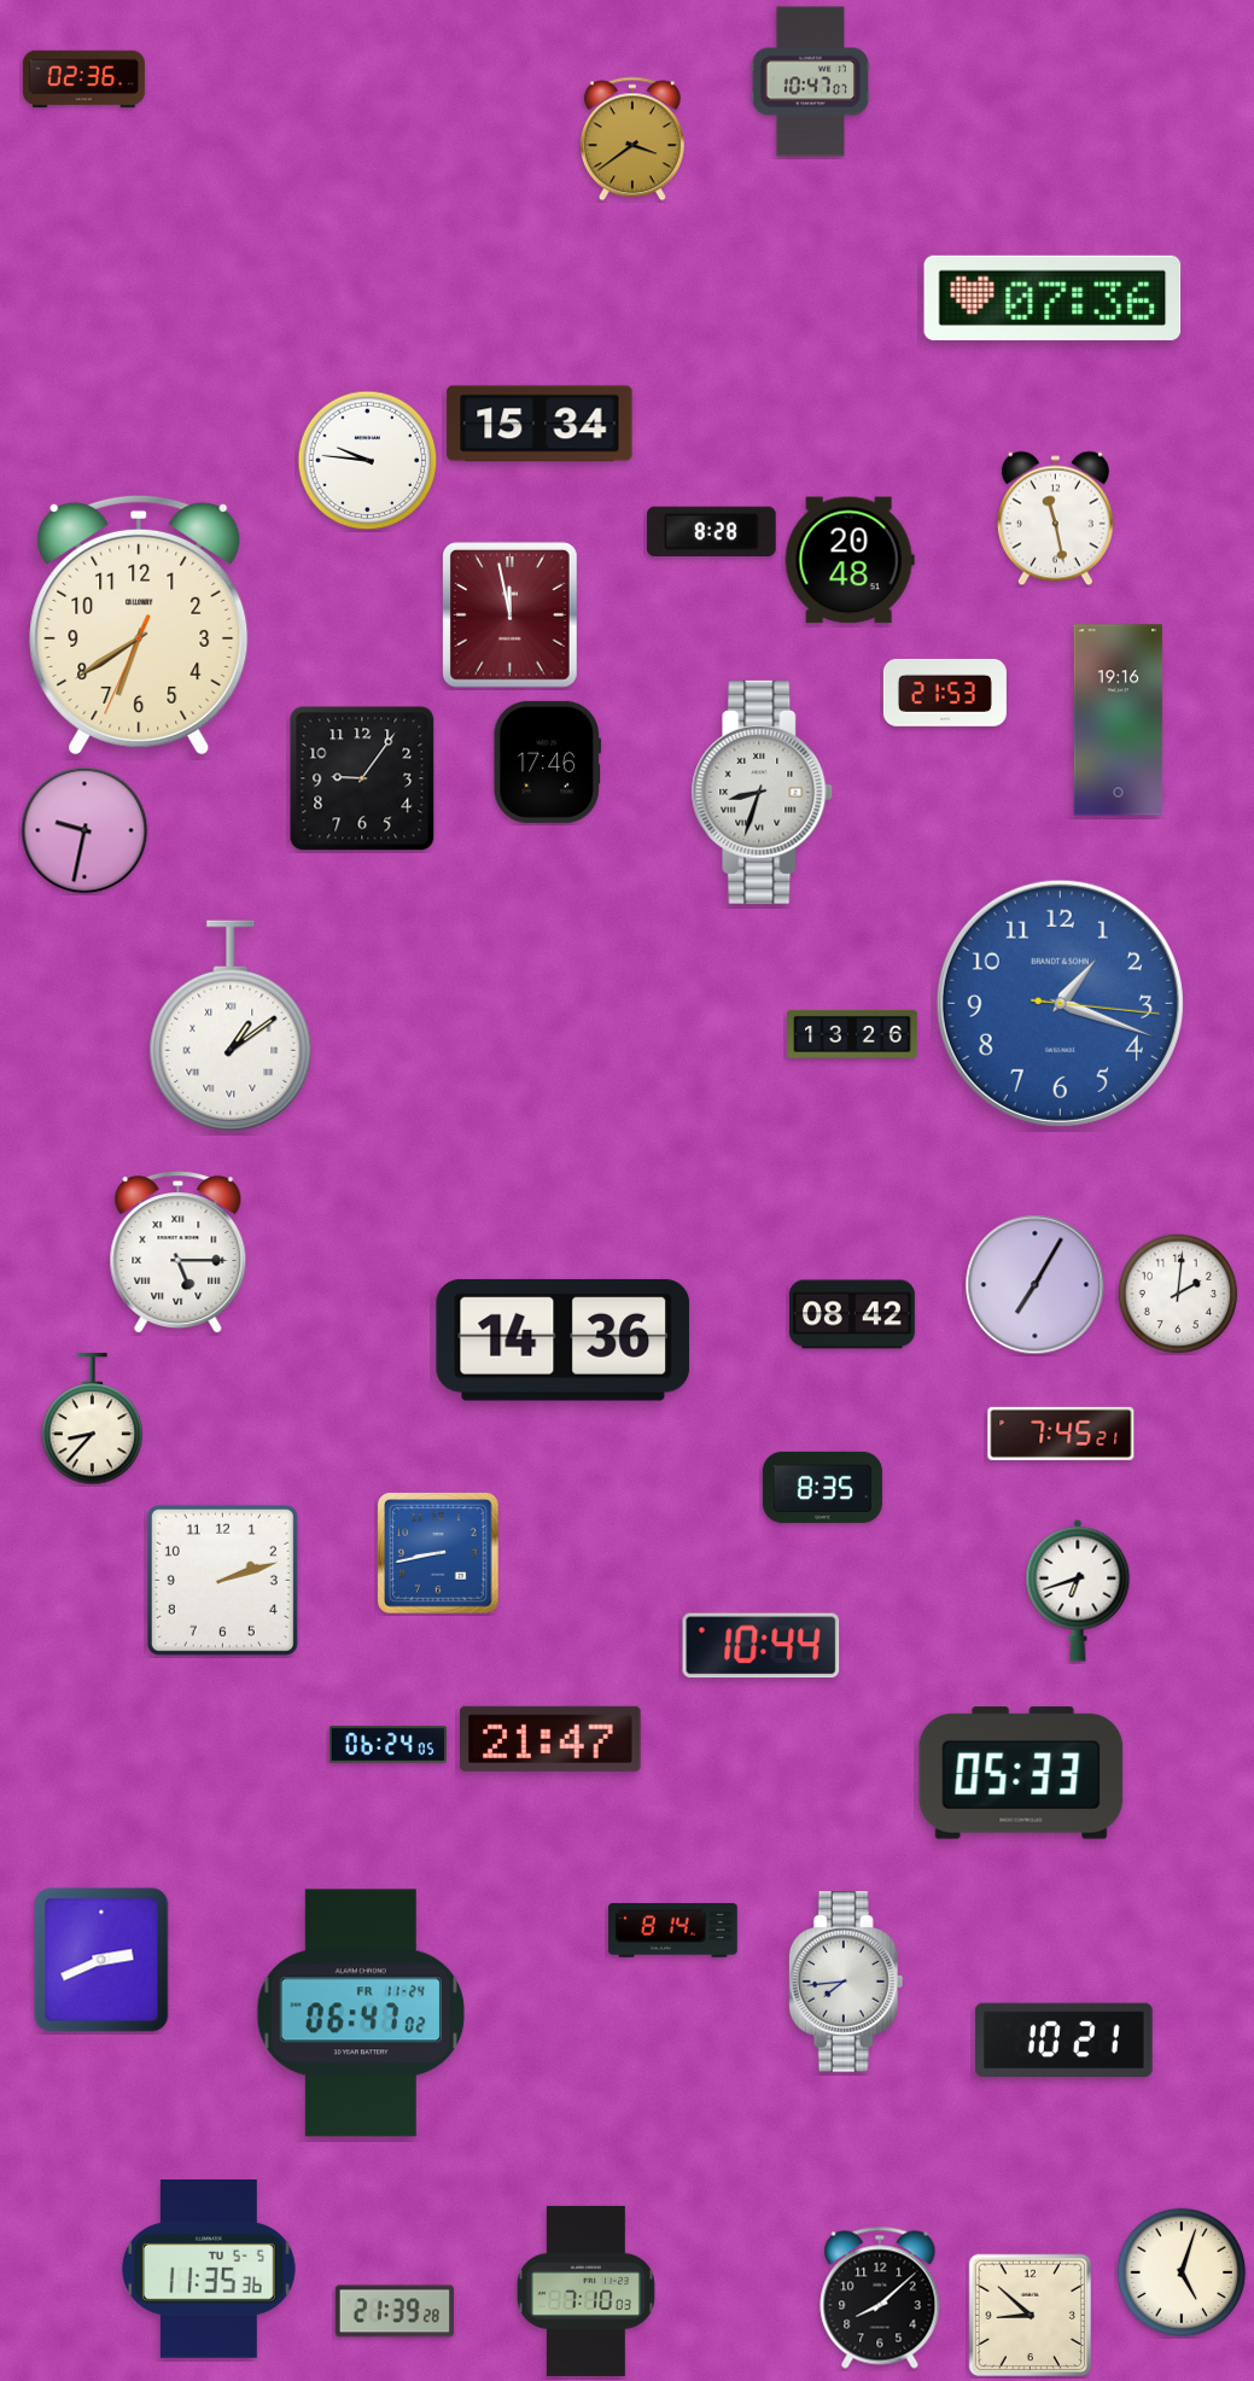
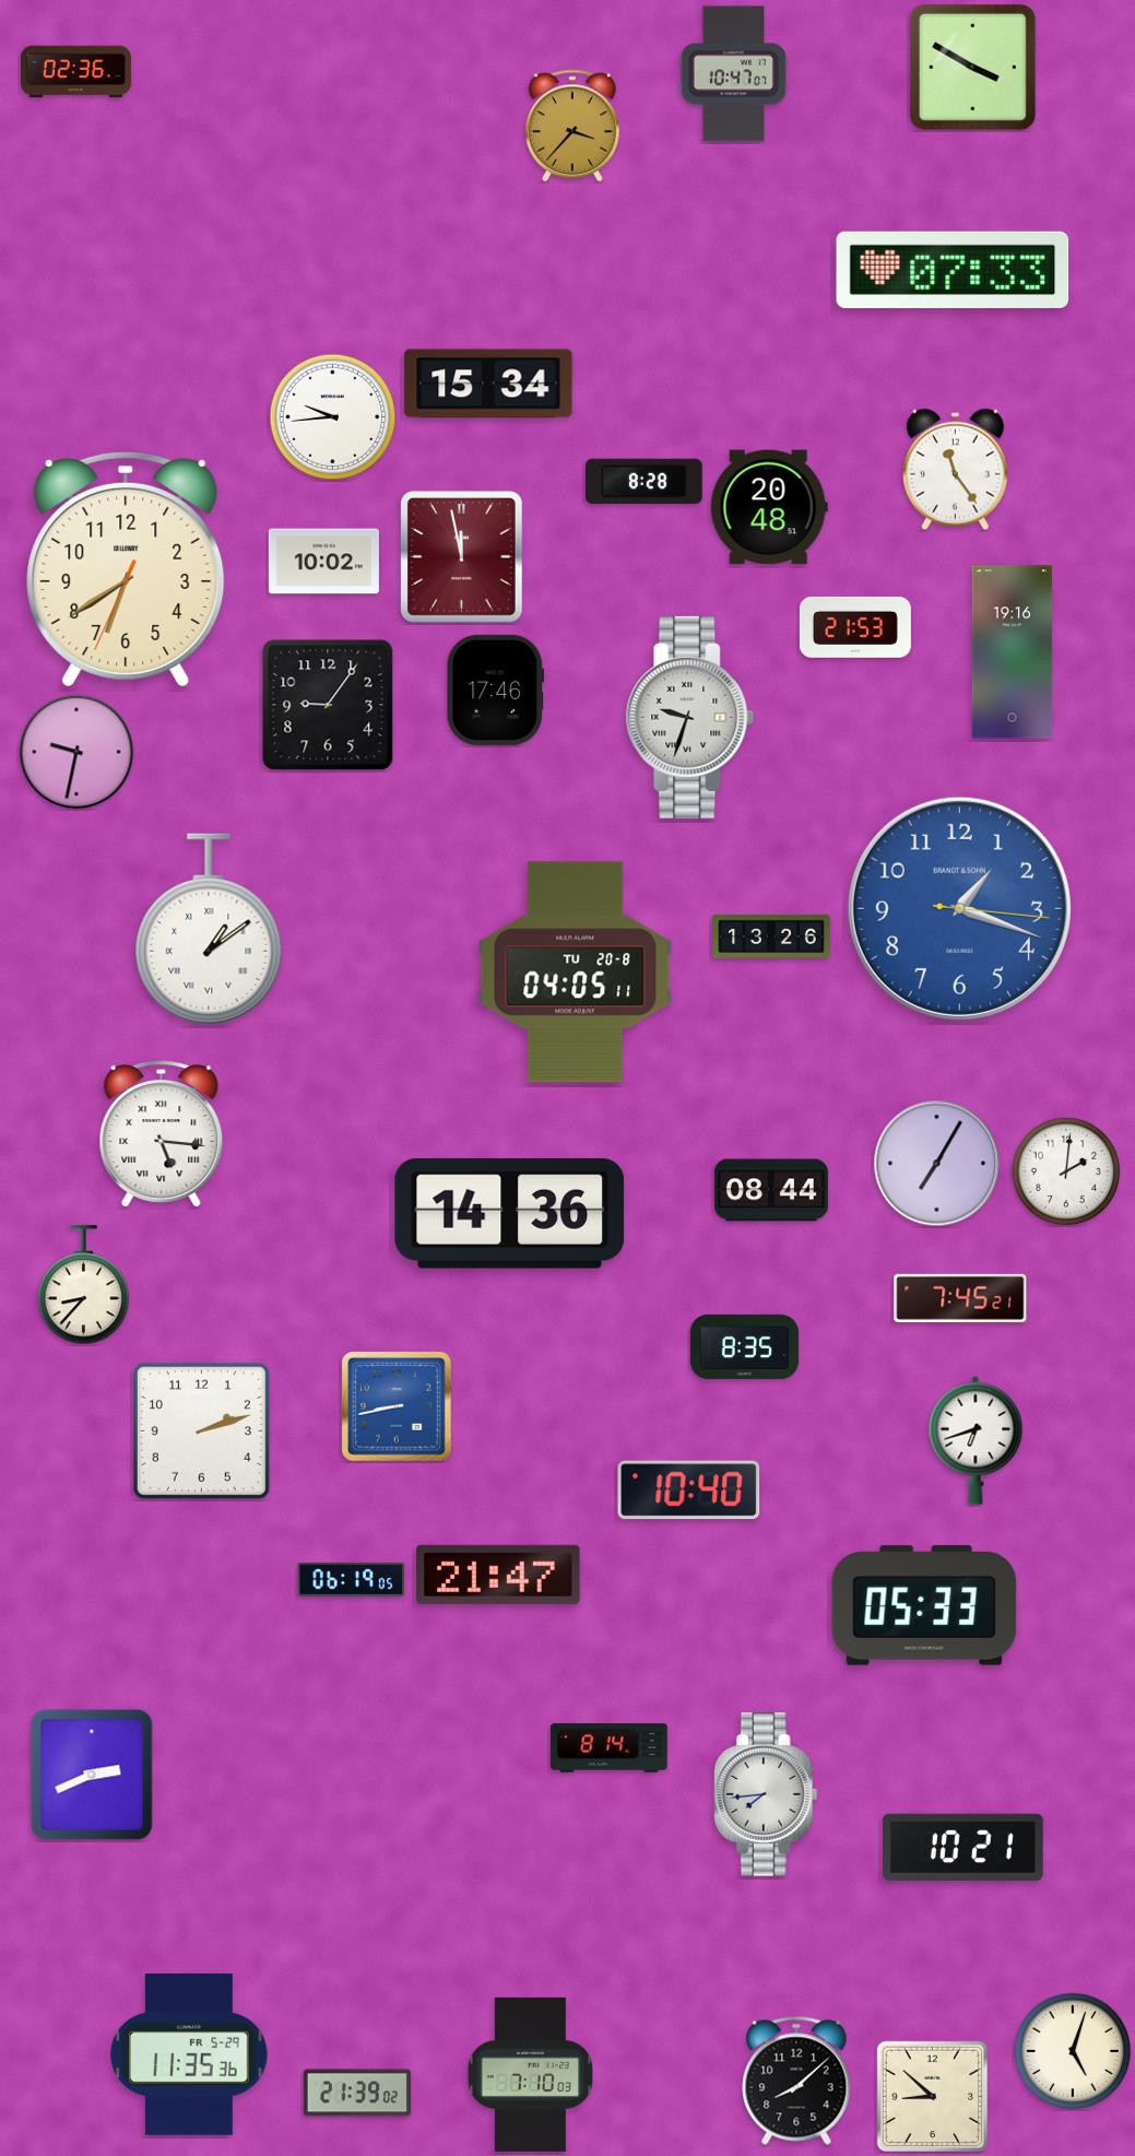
clock at (972, 67): none -> 3:50
clock at (632, 139): 3:39 -> 3:37
clock at (1052, 298): 07:36 -> 07:33
clock at (368, 461): 9:46 -> 9:44
clock at (1055, 519): 11:28 -> 11:24
clock at (323, 562): none -> 10:02
clock at (139, 625) position: (139, 625) -> (126, 569)
clock at (763, 792): 8:33 -> 9:33
clock at (576, 973): none -> 04:05
clock at (179, 1251): 5:15 -> 5:16
clock at (852, 1314): 08:42 -> 08:44
clock at (762, 1646): 10:44 -> 10:40
clock at (387, 1745): 06:24 -> 06:19
clock at (361, 2013): 06:47 -> none
clock at (210, 2270) date: TU 5-5 -> FR 5-29
clock at (1182, 2272) position: (1182, 2272) -> (1073, 2051)
clock at (395, 2311): 21:39:28 -> 21:39:02
